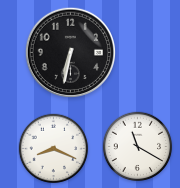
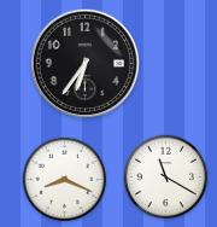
clock at (71, 53): 6:32 -> 6:36
